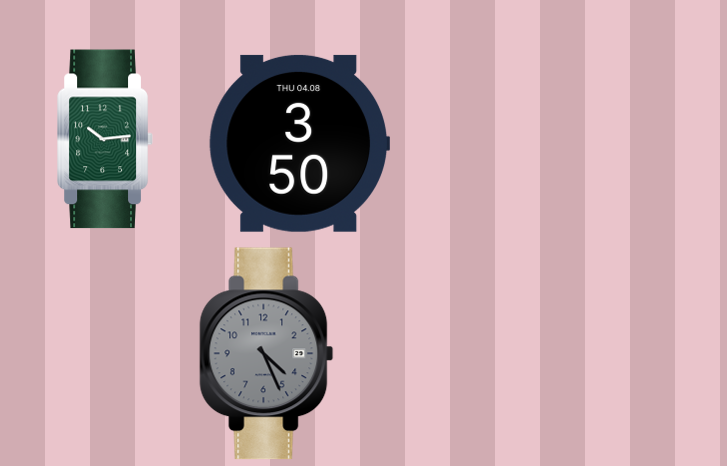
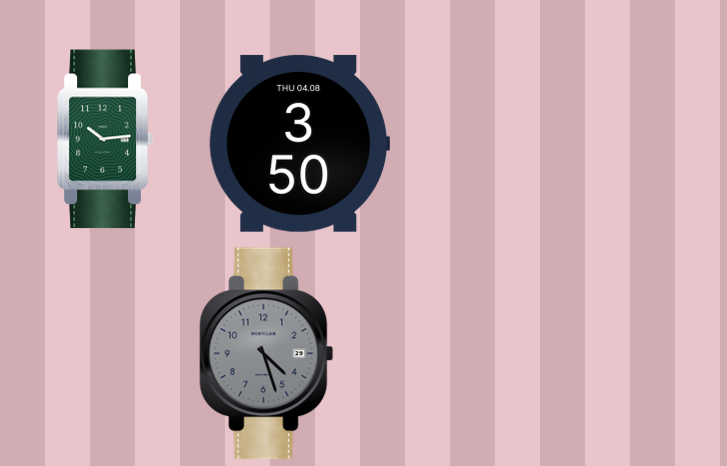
clock at (267, 354): 4:26 -> 4:27
